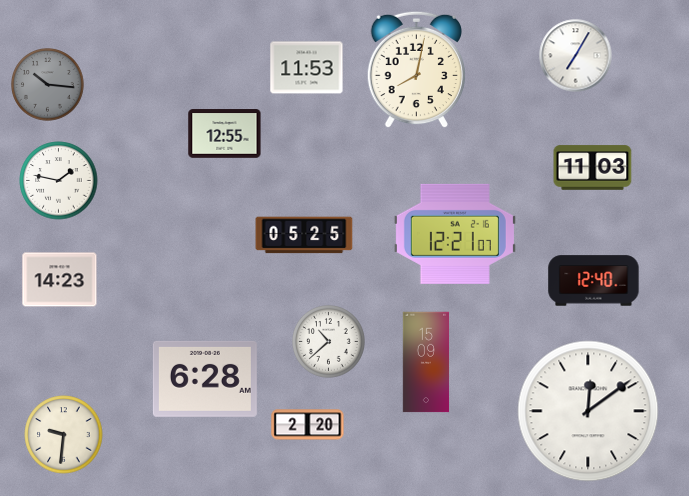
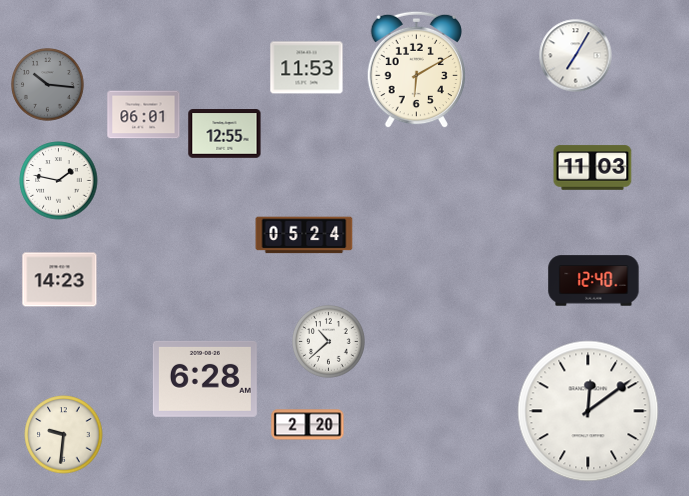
clock at (416, 70): 8:02 -> 6:10
clock at (144, 115): none -> 06:01
clock at (455, 234): 12:21 -> none
clock at (304, 235): 05:25 -> 05:24
clock at (426, 362): 15:09 -> none
